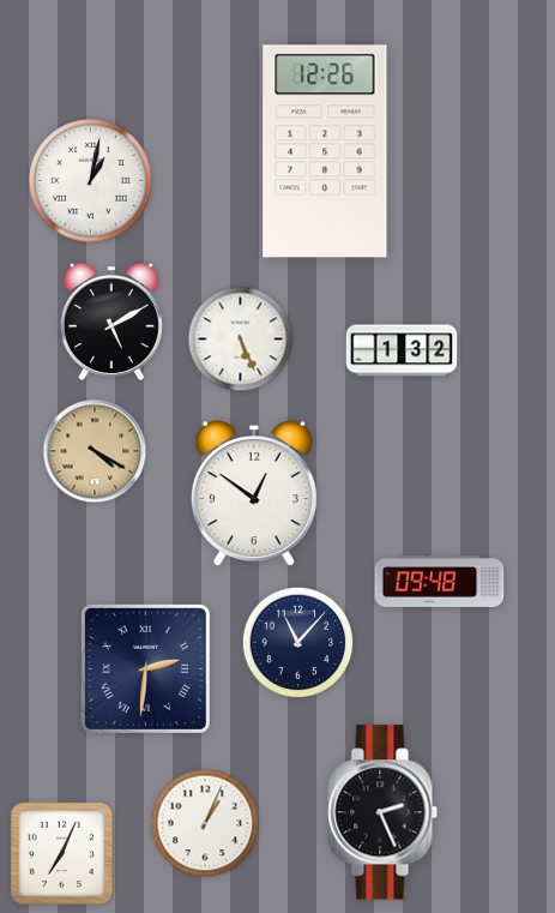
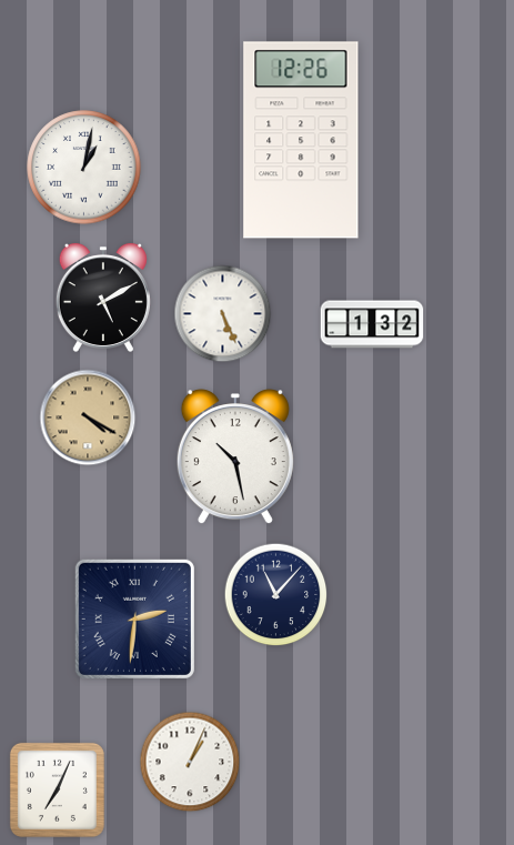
clock at (254, 494): 12:51 -> 10:28
clock at (440, 581): 09:48 -> none
clock at (382, 812): 2:26 -> none
